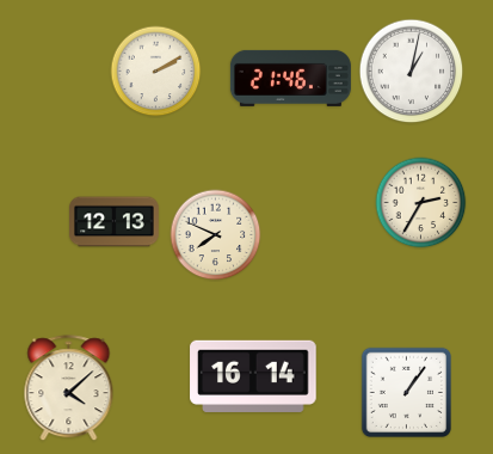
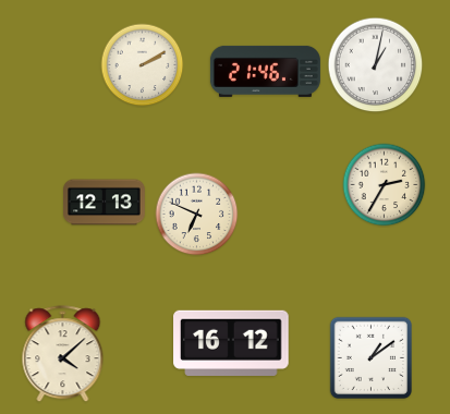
clock at (216, 235): 7:49 -> 6:49
clock at (253, 376): 16:14 -> 16:12
clock at (406, 392): 1:06 -> 1:09
